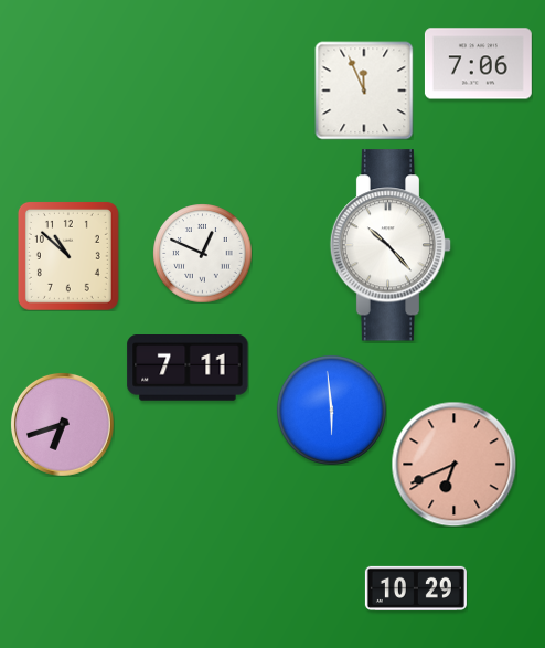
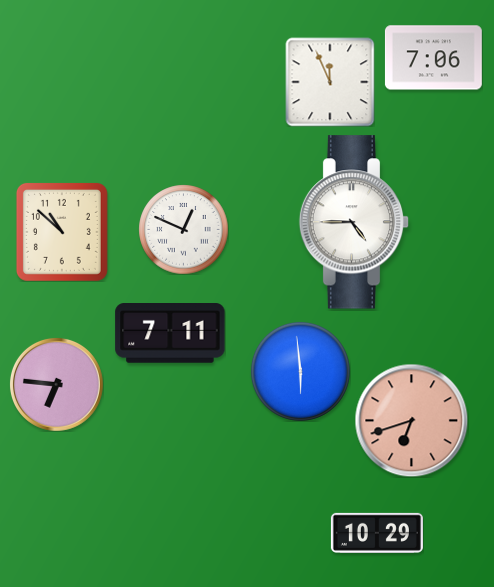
clock at (391, 245): 10:23 -> 4:45
clock at (62, 424): 6:42 -> 6:46
clock at (453, 464): 6:41 -> 6:42
